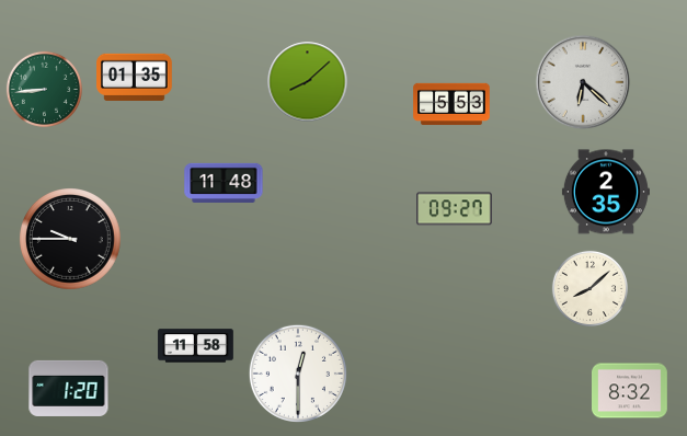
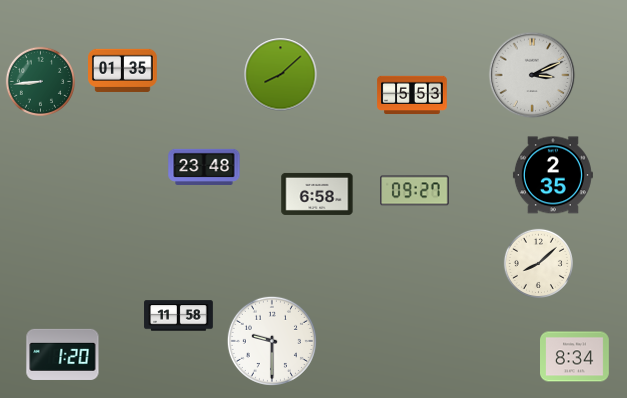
clock at (583, 82): 6:22 -> 3:11
clock at (224, 183): 11:48 -> 23:48
clock at (317, 194): none -> 6:58
clock at (71, 240): 9:45 -> none
clock at (298, 374): 12:30 -> 9:30
clock at (630, 391): 8:32 -> 8:34
